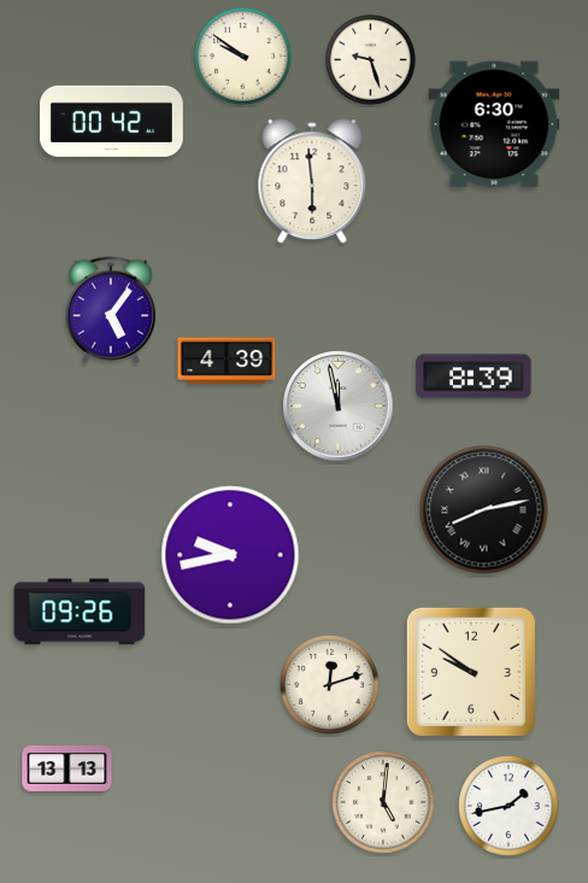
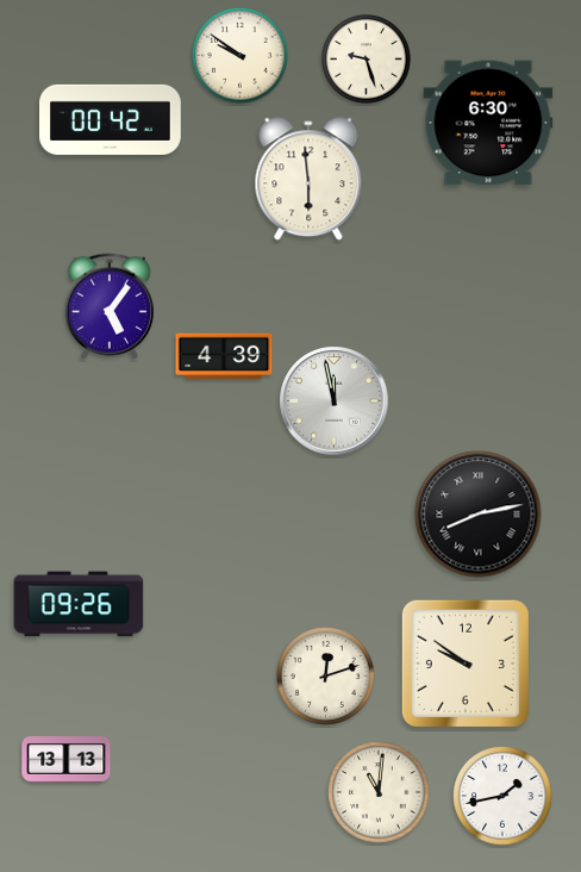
clock at (474, 376): 8:39 -> none
clock at (484, 510) position: (484, 510) -> (479, 515)
clock at (230, 555): 9:43 -> none
clock at (383, 802): 5:01 -> 11:01
